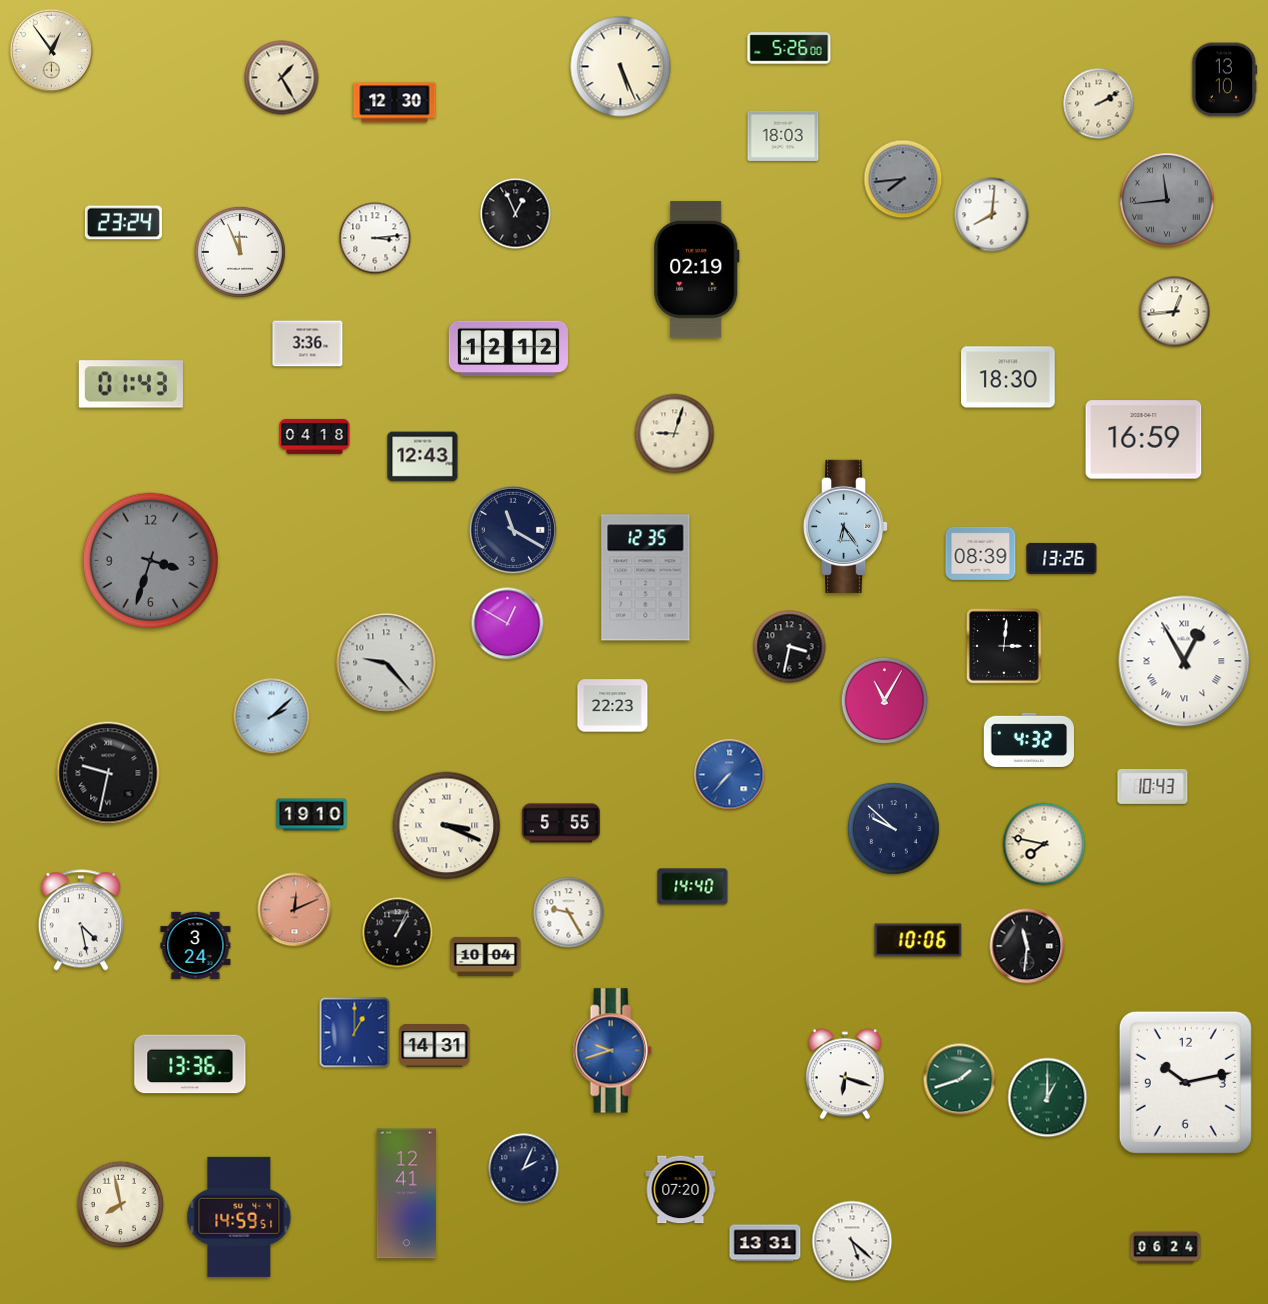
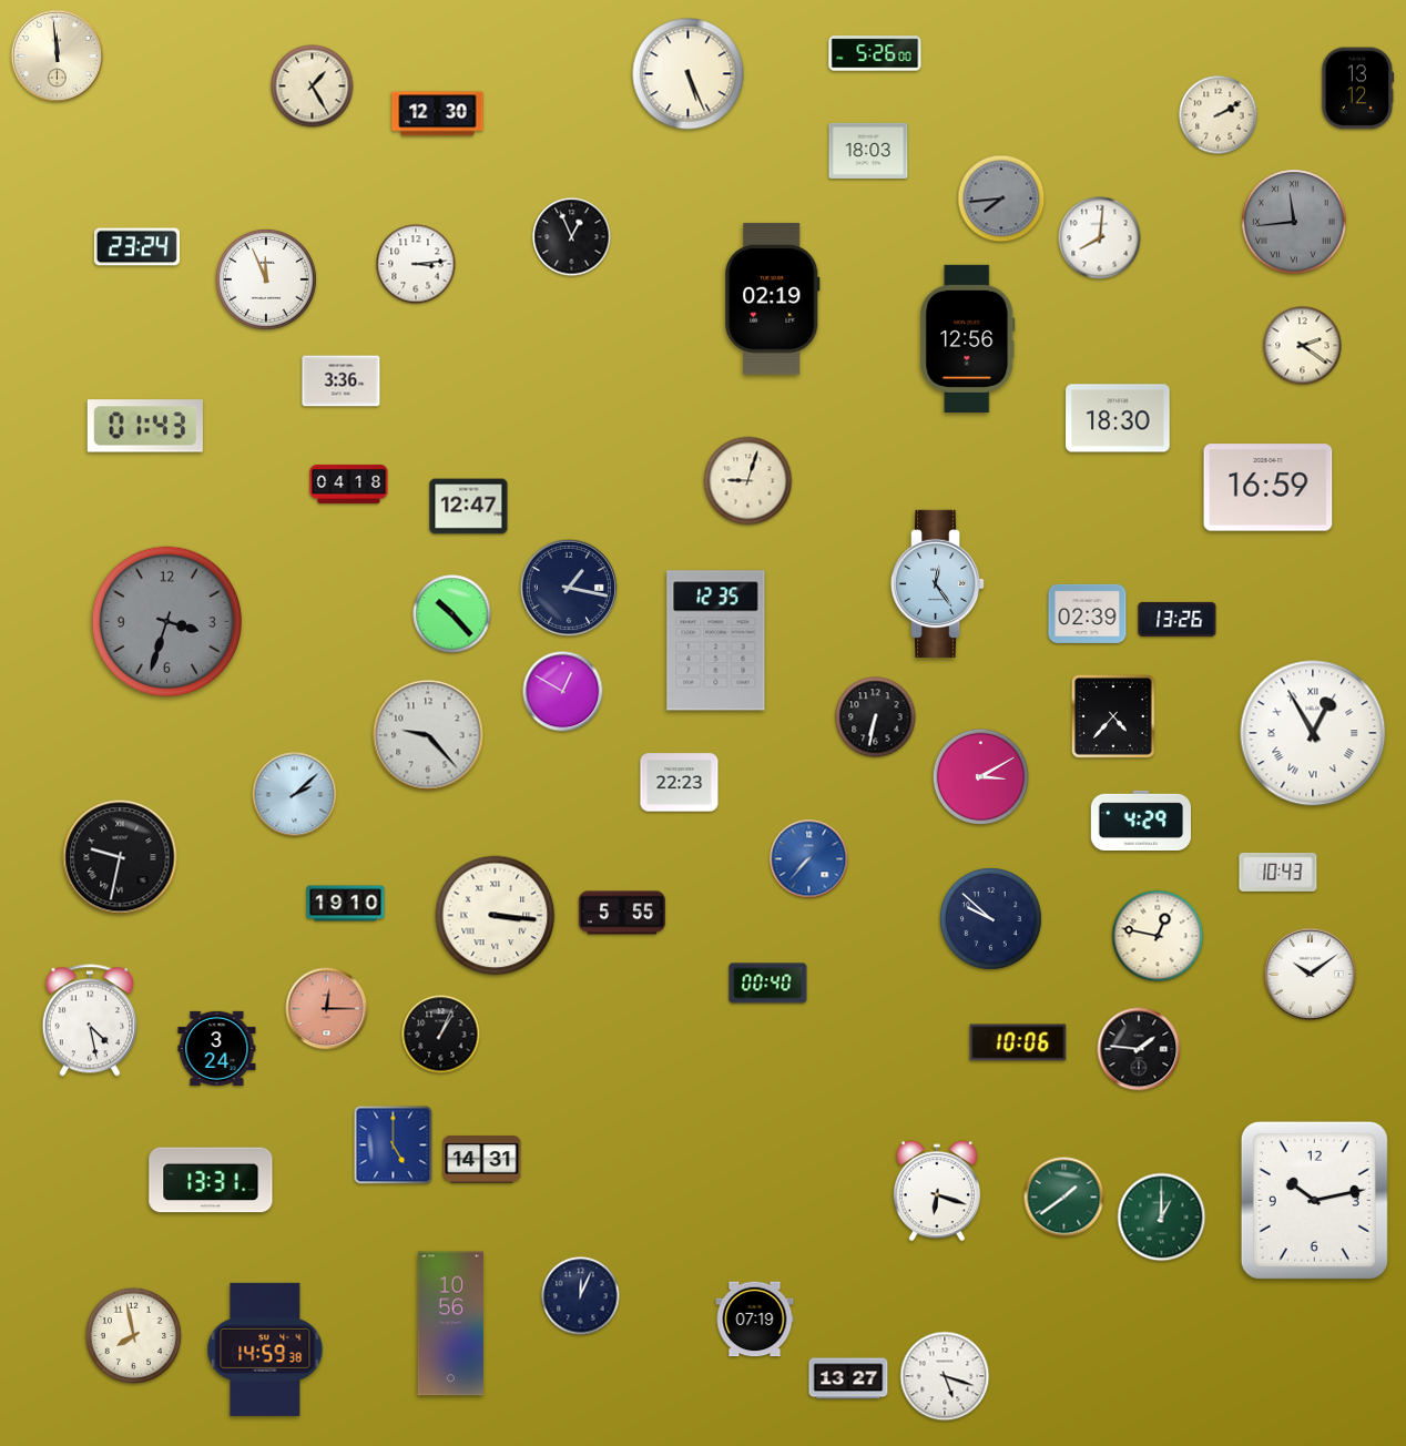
clock at (52, 51): 12:54 -> 11:59
clock at (1225, 80): 13:10 -> 13:12
clock at (968, 338): none -> 12:56
clock at (1175, 312): 12:44 -> 2:21
clock at (508, 349): 12:12 -> none
clock at (423, 457): 12:43 -> 12:47
clock at (847, 526): 6:24 -> 12:24
clock at (513, 530): 11:20 -> 1:17
clock at (981, 553): 08:39 -> 02:39
clock at (452, 614): none -> 10:23
clock at (1004, 646): 3:01 -> 4:37
clock at (790, 647): 3:32 -> 6:32
clock at (884, 700): 11:05 -> 3:10
clock at (272, 717) position: (272, 717) -> (295, 795)
clock at (1028, 740): 4:32 -> 4:29
clock at (447, 826): 3:19 -> 3:16
clock at (1044, 844): 7:47 -> 12:47
clock at (1311, 975): none -> 10:09
clock at (693, 887): 14:40 -> 00:40
clock at (295, 910): 12:11 -> 12:15
clock at (569, 913): 9:25 -> none
clock at (1027, 946): 11:31 -> 1:46
clock at (486, 956): 10:04 -> none
clock at (355, 1033): 1:00 -> 5:00
clock at (612, 1051): 9:42 -> none
clock at (190, 1064): 13:36 -> 13:31
clock at (960, 1080): 1:42 -> 1:39
clock at (524, 1169): 2:04 -> 12:04
clock at (681, 1190): 07:20 -> 07:19
clock at (406, 1194): 12:41 -> 10:56
clock at (239, 1217): 14:59:51 -> 14:59:38
clock at (852, 1241): 5:22 -> 5:18
clock at (765, 1243): 13:31 -> 13:27
clock at (1166, 1248): 06:24 -> none
